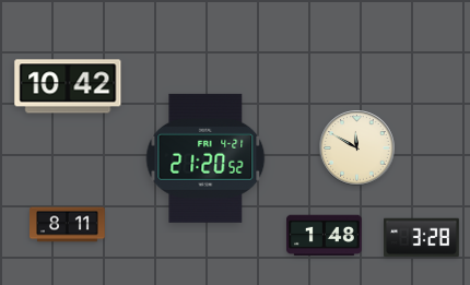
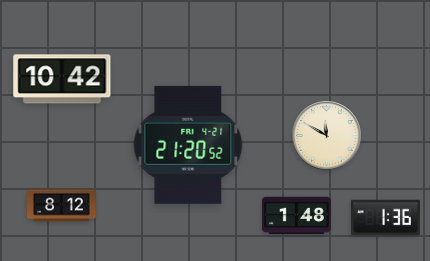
clock at (68, 225): 8:11 -> 8:12
clock at (422, 238): 3:28 -> 1:36
